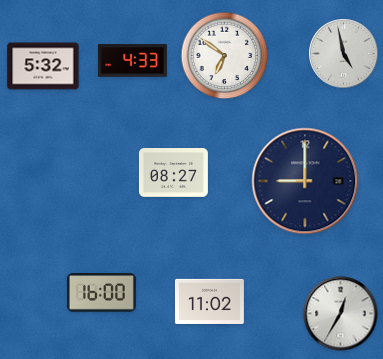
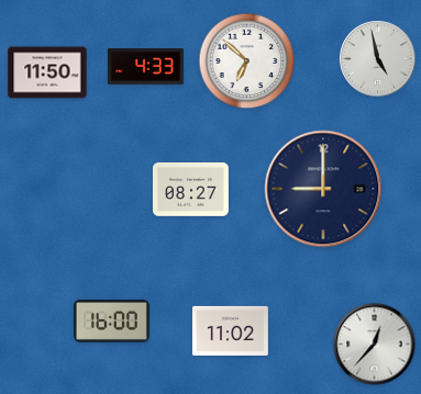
clock at (225, 56): 6:51 -> 6:52
clock at (43, 66): 5:32 -> 11:50
clock at (305, 181) position: (305, 181) -> (323, 189)
clock at (341, 314): 12:35 -> 12:37
